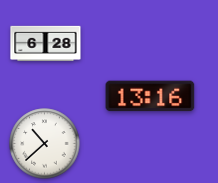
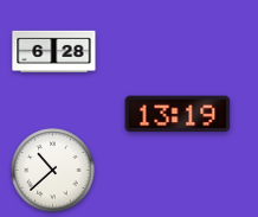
clock at (150, 96): 13:16 -> 13:19
